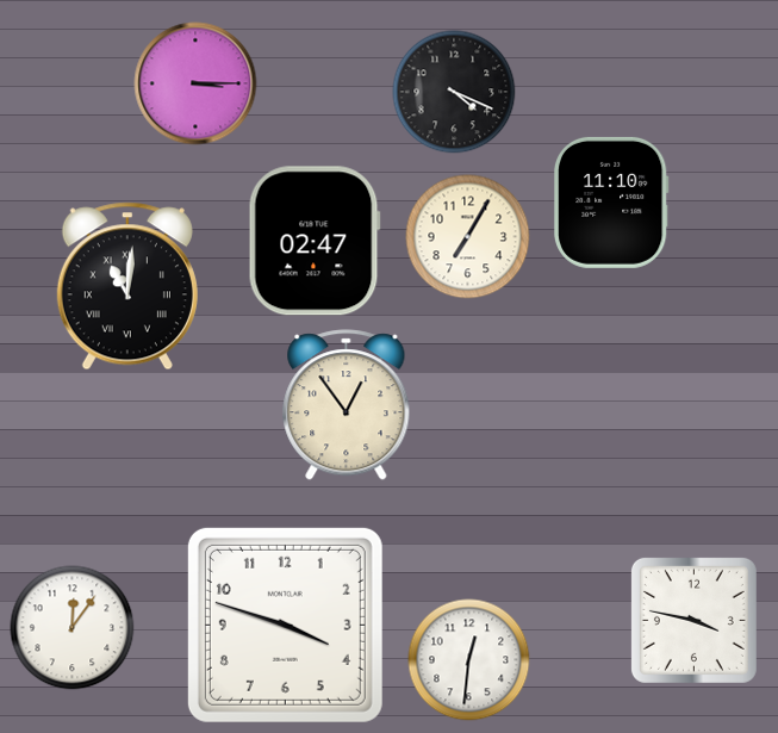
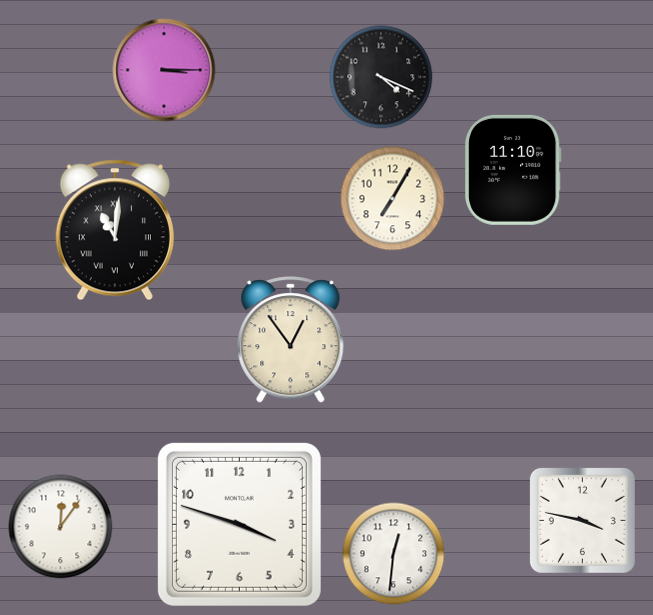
clock at (315, 241): 02:47 -> none
clock at (127, 286) position: (127, 286) -> (115, 230)
